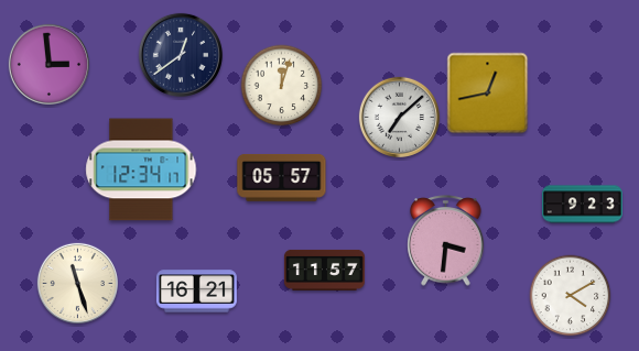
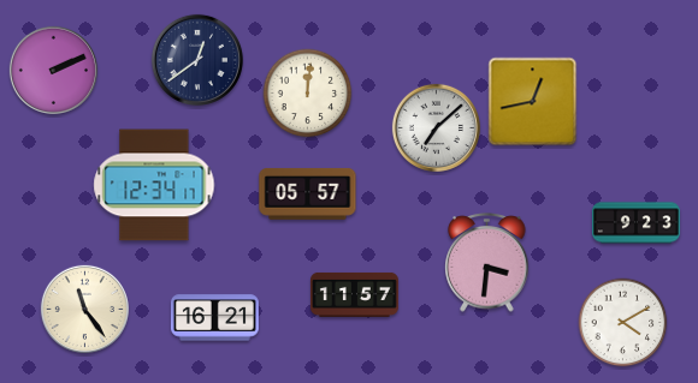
clock at (48, 64): 2:59 -> 2:11
clock at (282, 86): 12:03 -> 12:01
clock at (77, 283): 11:27 -> 11:24
